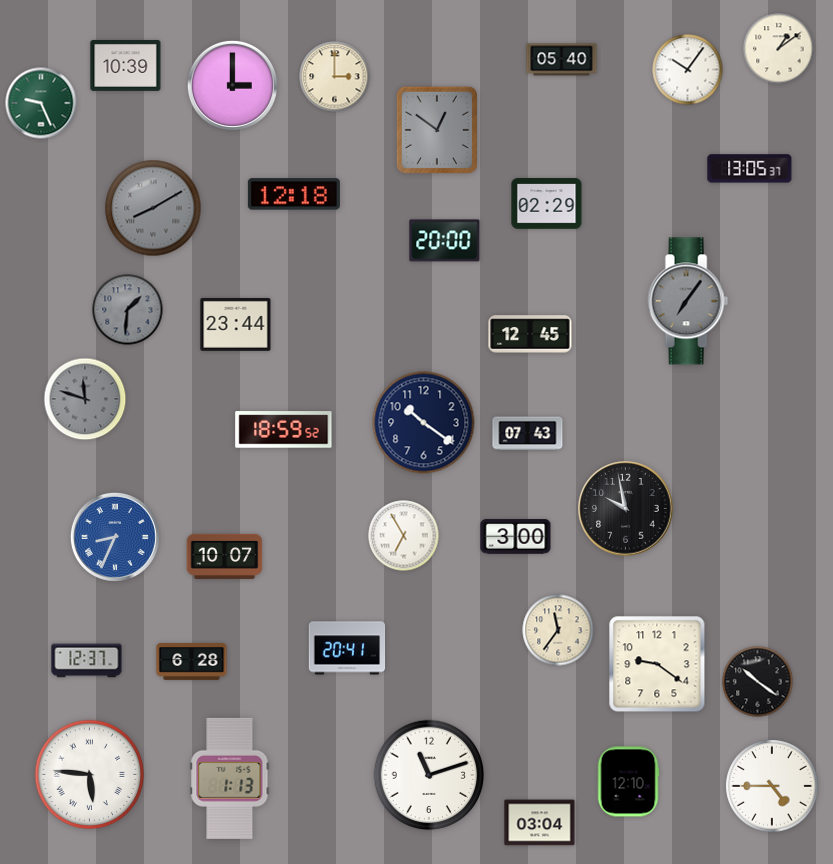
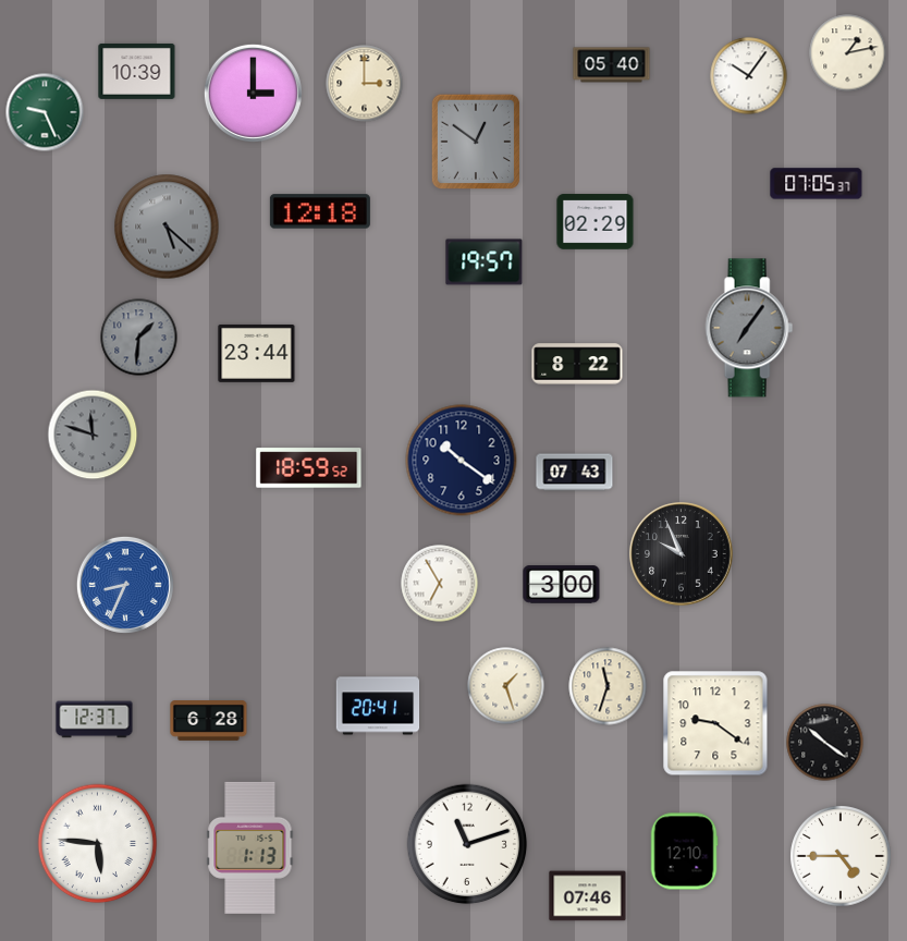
clock at (779, 49): 1:09 -> 1:13
clock at (750, 169): 13:05 -> 07:05
clock at (153, 208): 8:10 -> 5:22
clock at (445, 241): 20:00 -> 19:57
clock at (530, 334): 12:45 -> 8:22
clock at (626, 509): 9:58 -> 9:56
clock at (225, 556): 10:07 -> none
clock at (506, 686): none -> 1:27
clock at (558, 630): 11:36 -> 11:33
clock at (540, 823): 03:04 -> 07:46
